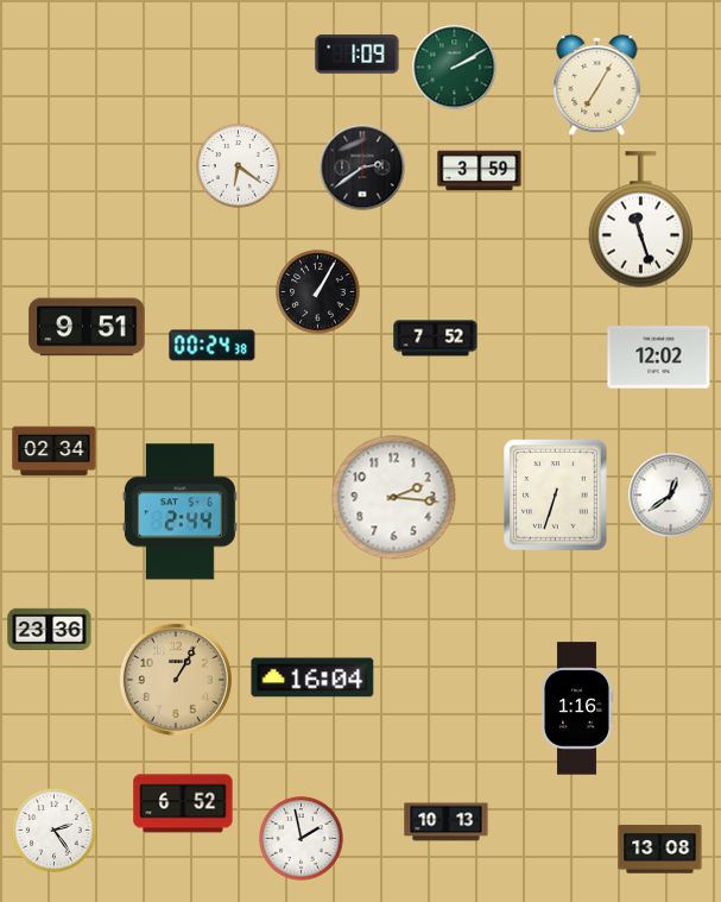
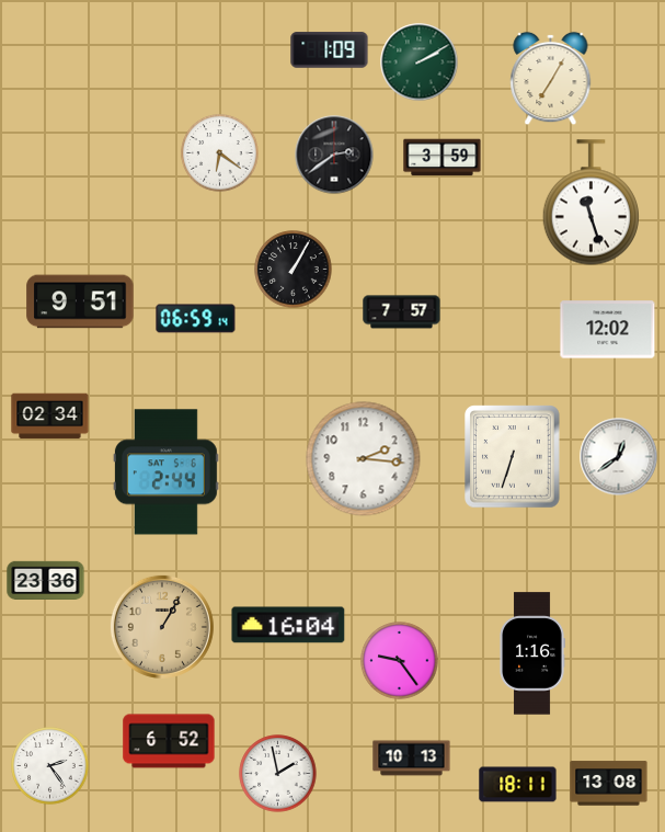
clock at (436, 339): 7:52 -> 7:57
clock at (213, 346): 00:24 -> 06:59
clock at (400, 661): none -> 9:24
clock at (518, 785): none -> 18:11
